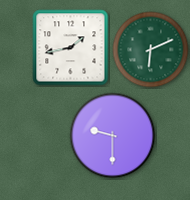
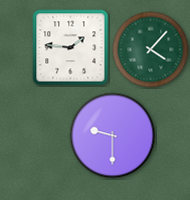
clock at (71, 48): 1:43 -> 1:46
clock at (151, 50): 6:11 -> 4:07
